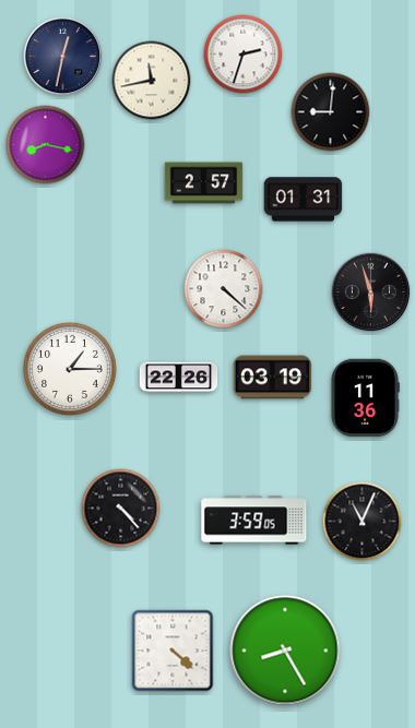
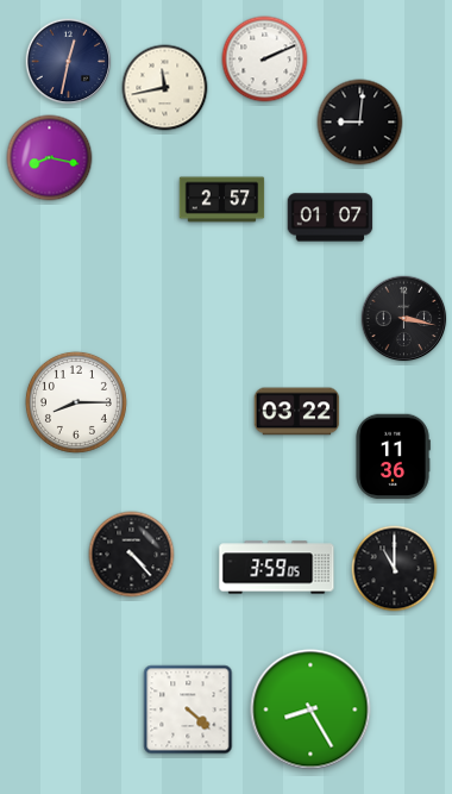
clock at (244, 55): 2:33 -> 2:11
clock at (304, 200): 01:31 -> 01:07
clock at (224, 289): 4:22 -> none
clock at (371, 293): 5:57 -> 3:17
clock at (70, 369): 1:15 -> 8:15
clock at (179, 378): 22:26 -> none
clock at (273, 378): 03:19 -> 03:22
clock at (365, 398) position: (365, 398) -> (393, 457)
clock at (363, 522): 11:04 -> 11:00
